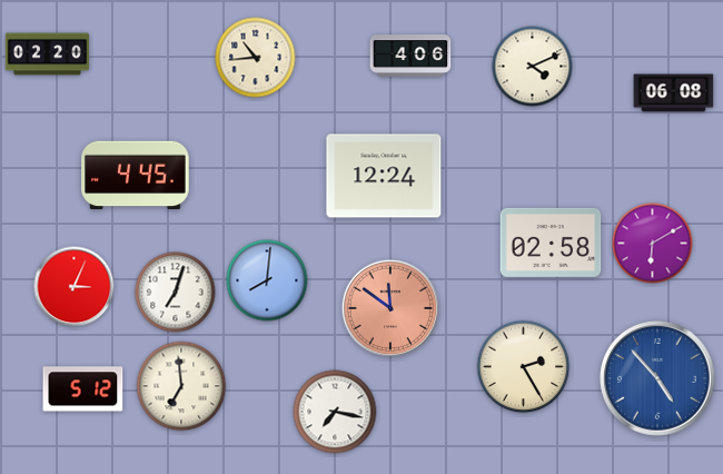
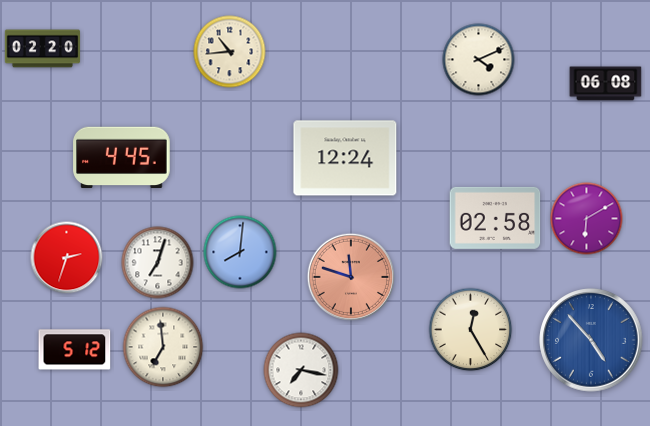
clock at (410, 57): 4:06 -> none
clock at (75, 287): 3:04 -> 2:33
clock at (389, 307): 11:51 -> 11:48
clock at (524, 367): 2:25 -> 12:25
